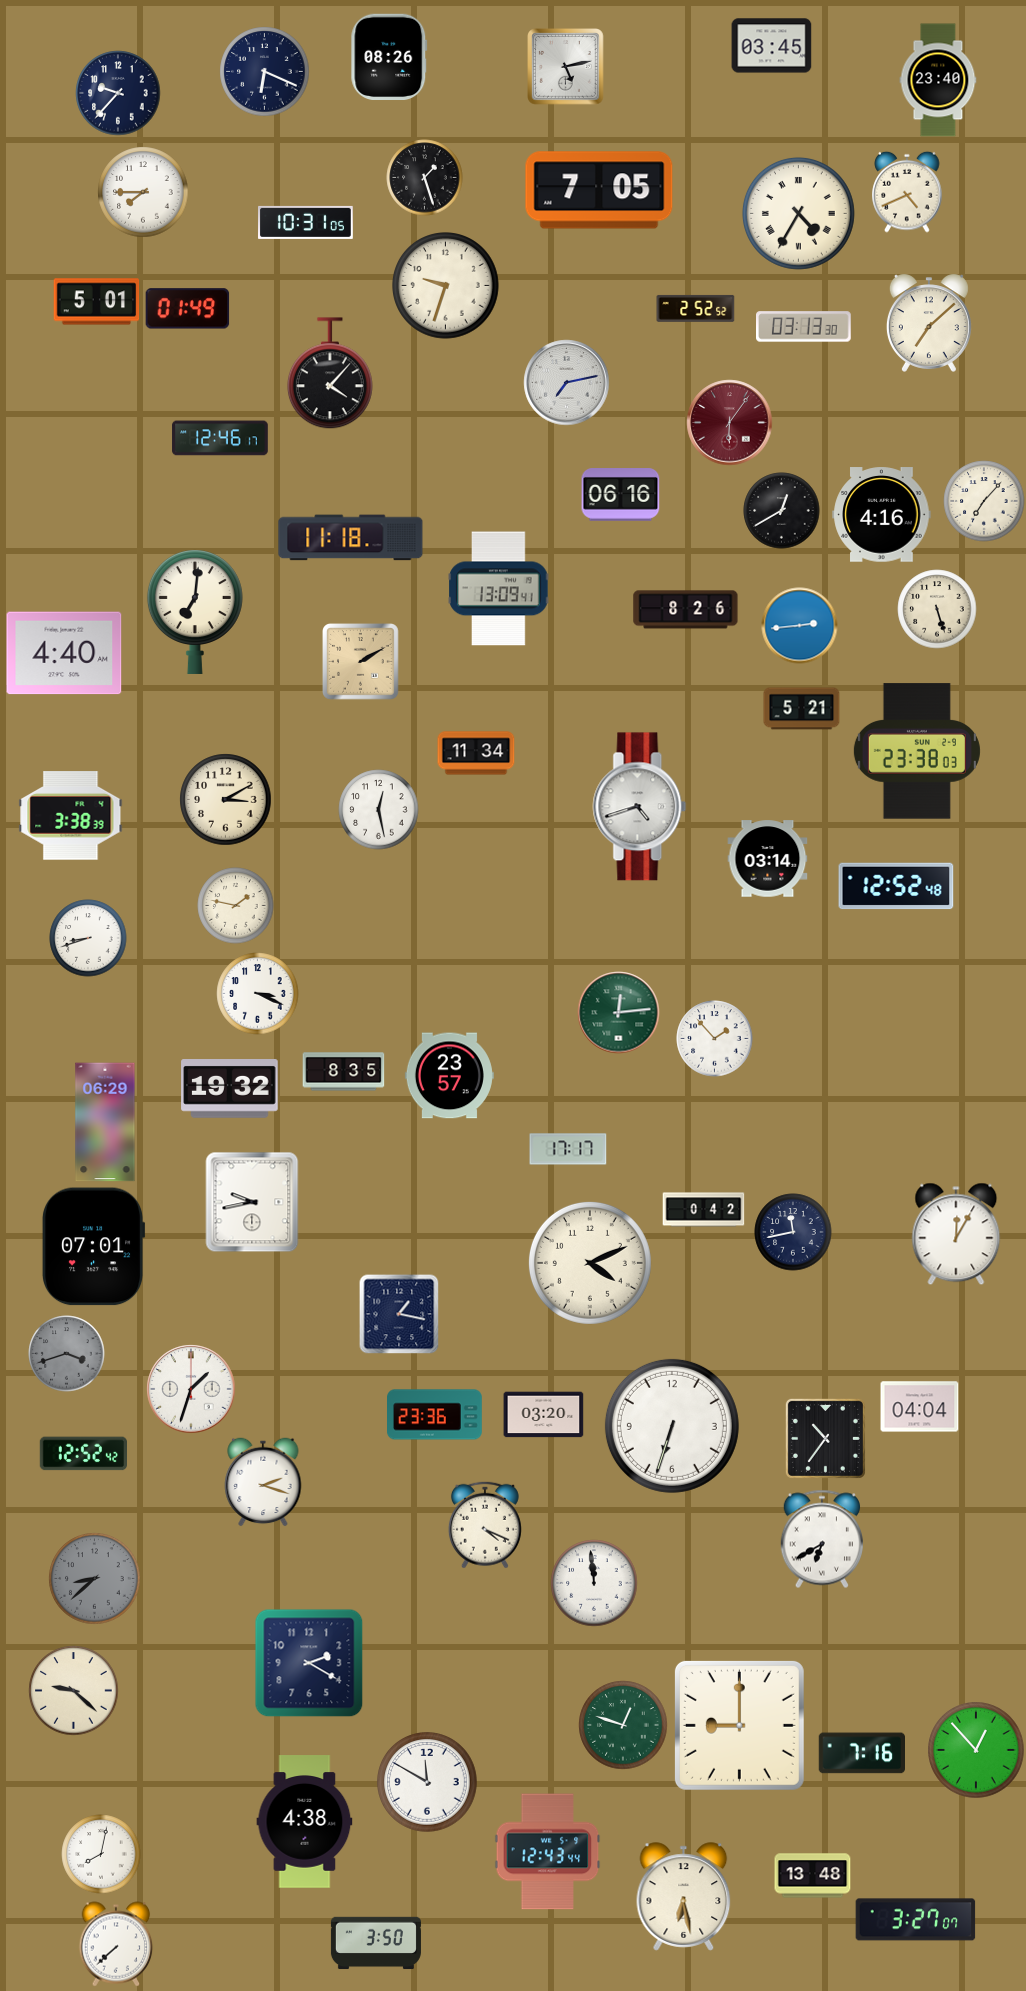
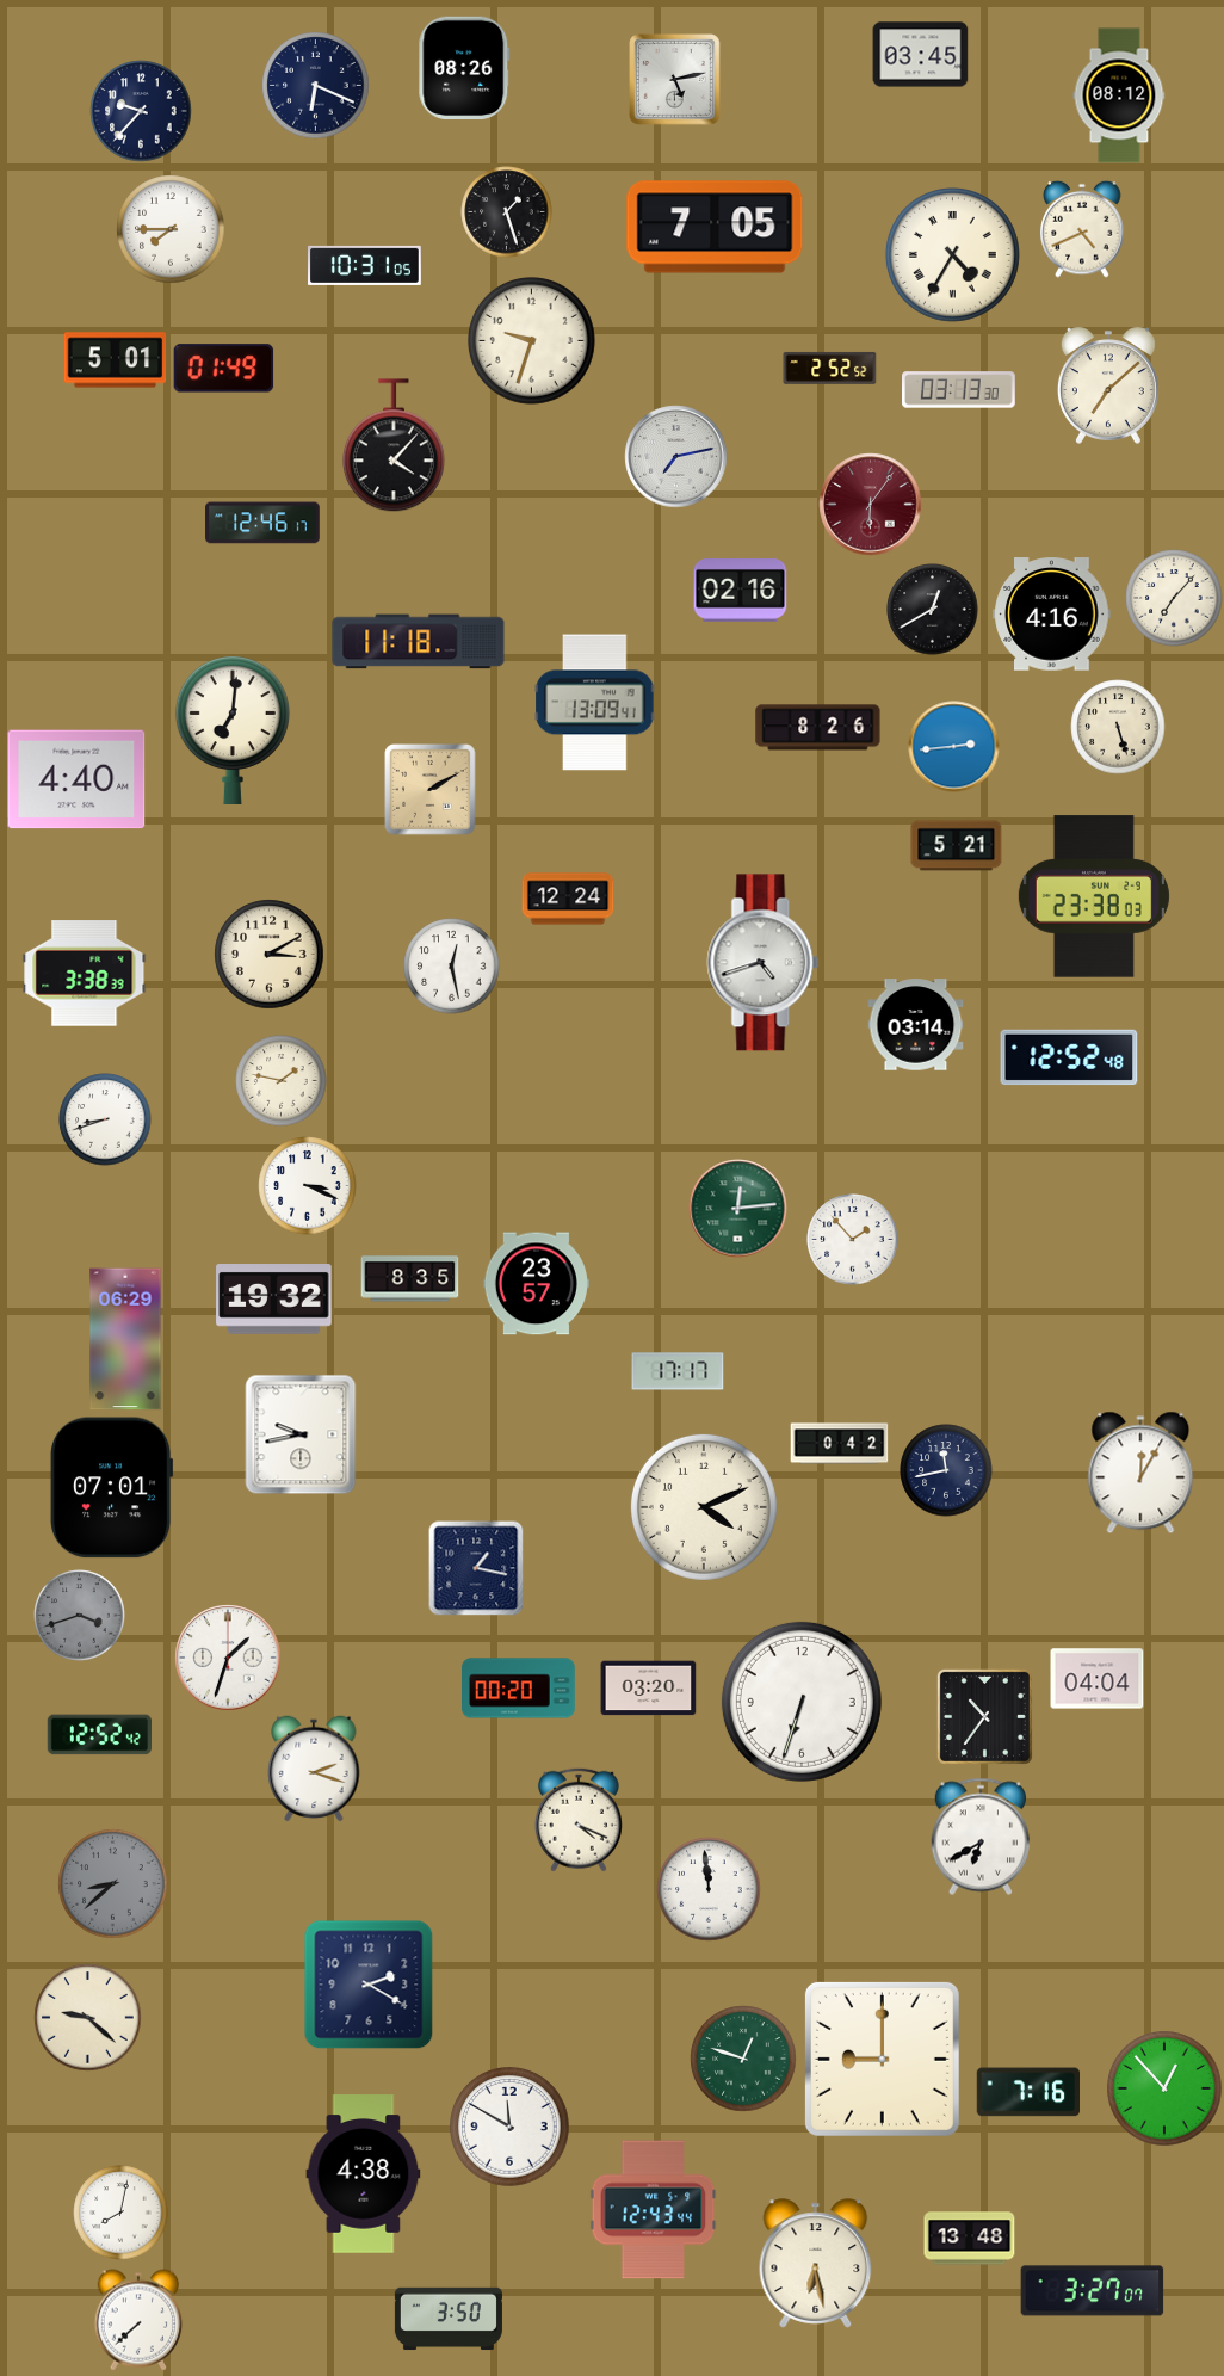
clock at (938, 80): 23:40 -> 08:12
clock at (621, 495): 06:16 -> 02:16
clock at (476, 753): 11:34 -> 12:24
clock at (435, 1415): 23:36 -> 00:20
